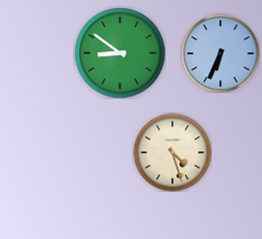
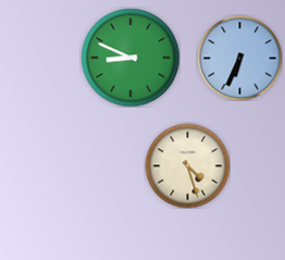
clock at (120, 53): 8:51 -> 8:49
